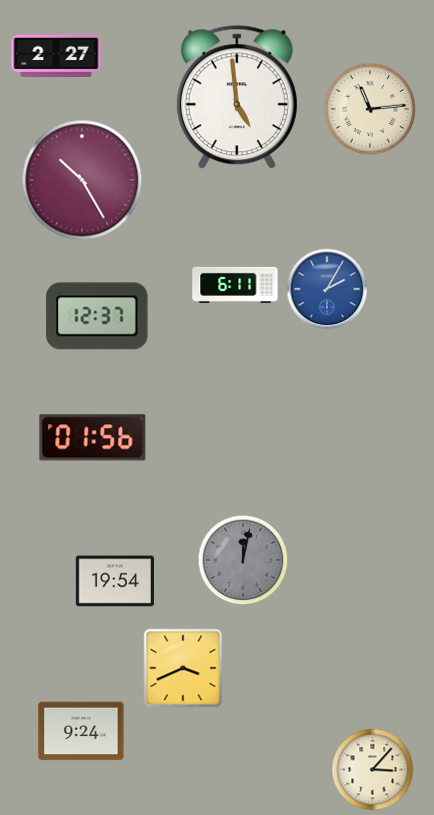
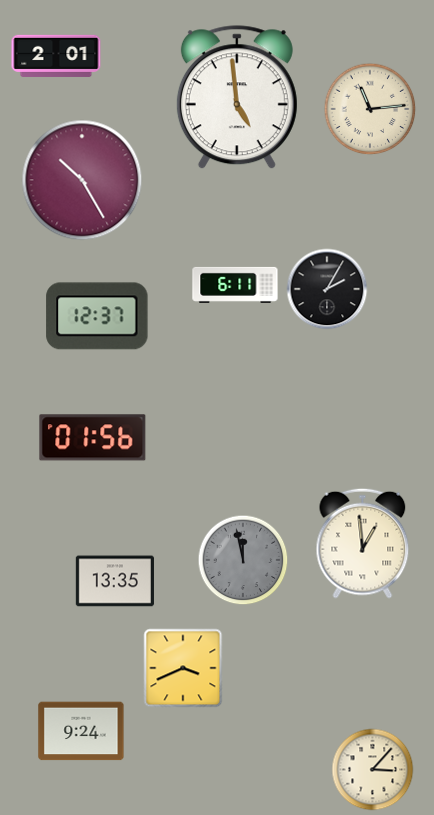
clock at (56, 56): 2:27 -> 2:01
clock at (327, 289) dial: blue -> black
clock at (363, 543): none -> 12:59
clock at (243, 560): 12:02 -> 11:58
clock at (115, 581): 19:54 -> 13:35
